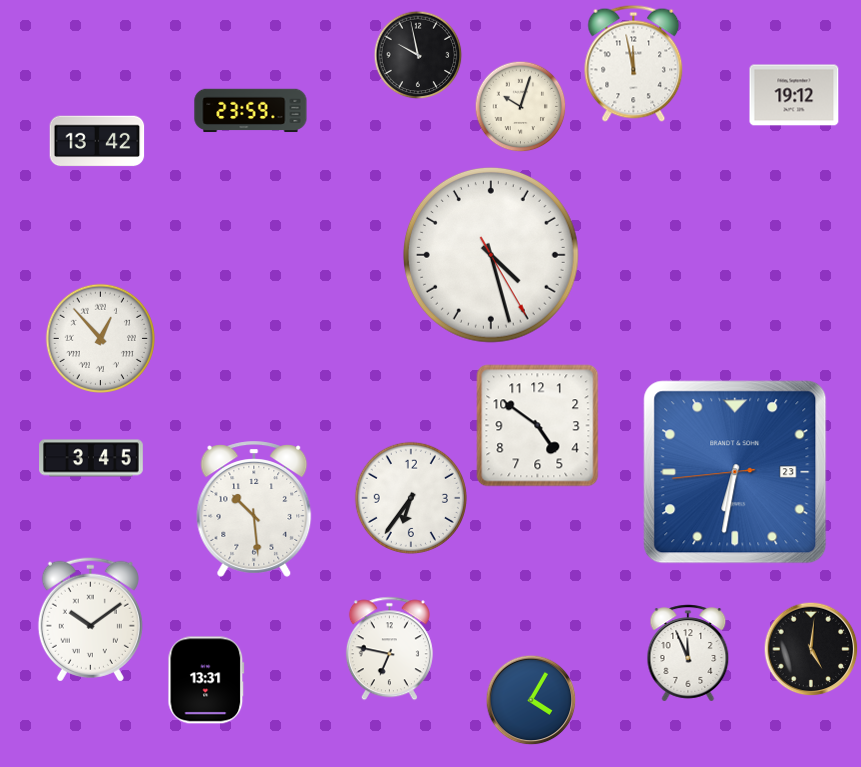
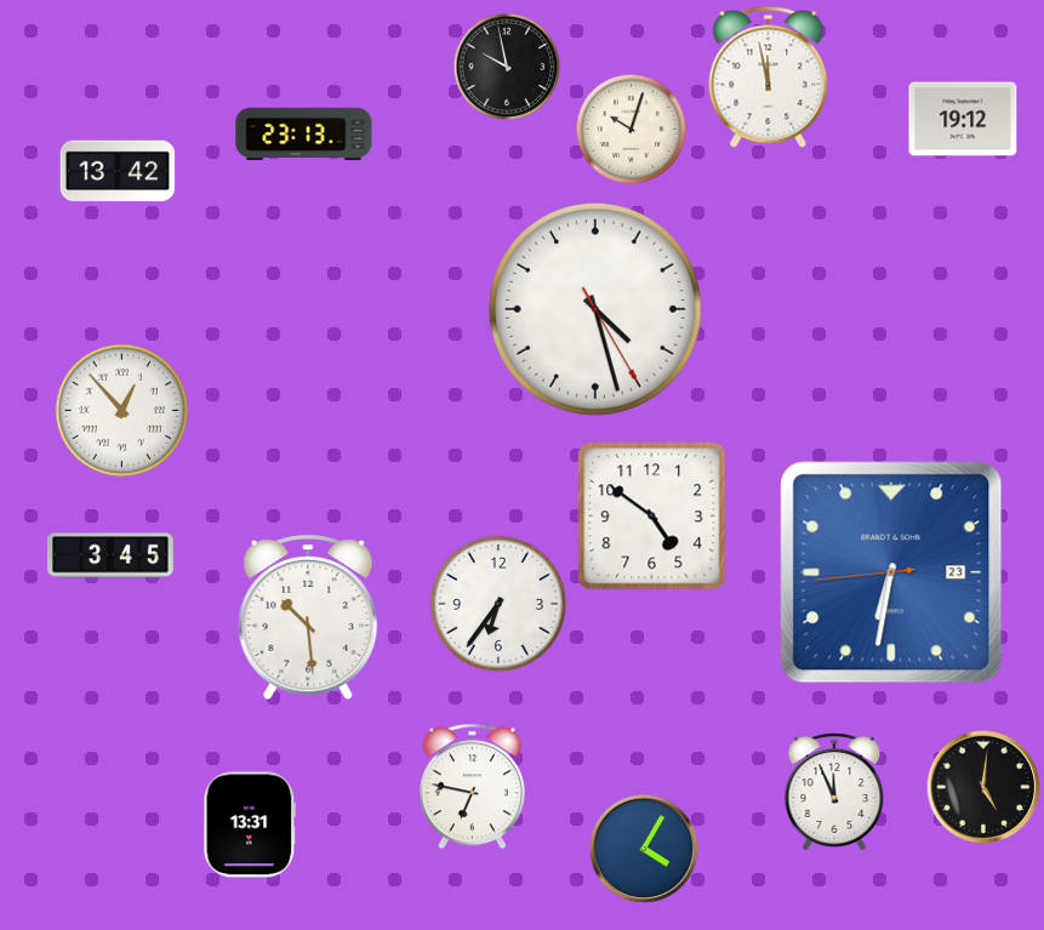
clock at (794, 95) position: (794, 95) -> (963, 119)
clock at (251, 111): 23:59 -> 23:13
clock at (90, 619): 10:09 -> none
